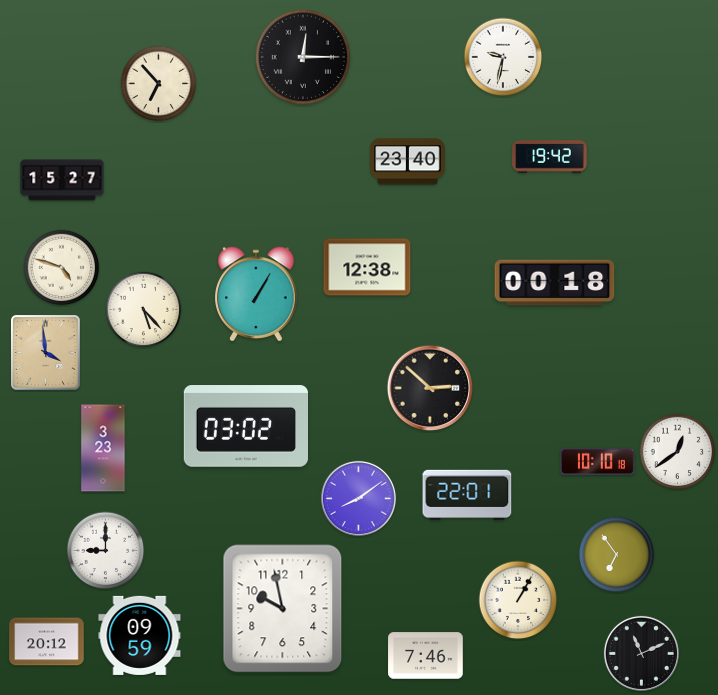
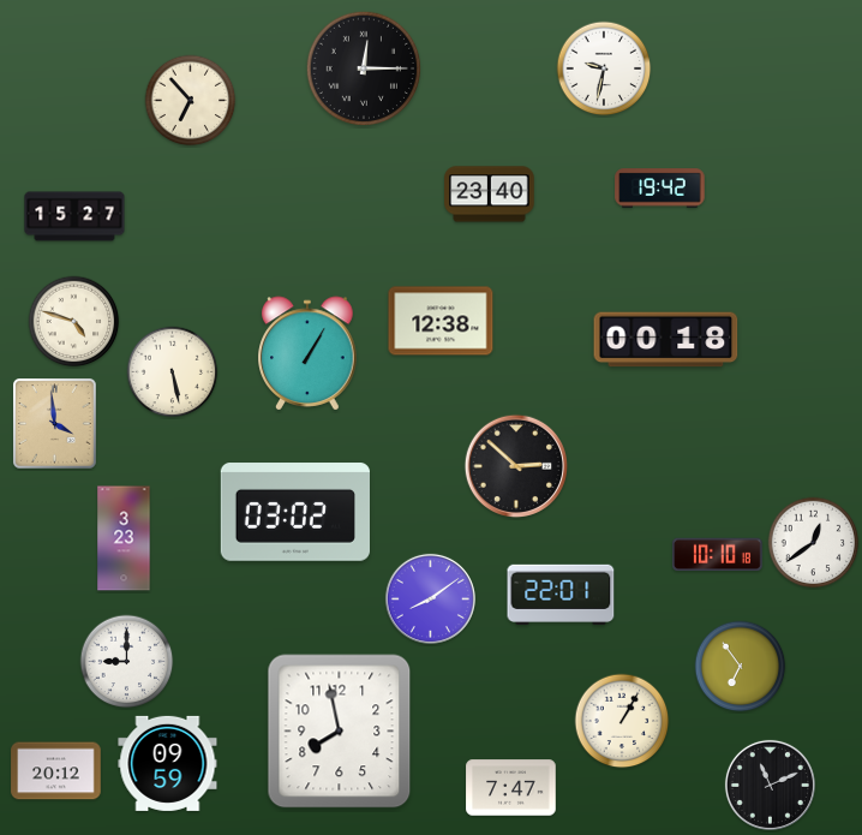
clock at (144, 310): 5:23 -> 5:28
clock at (283, 609): 9:58 -> 7:58
clock at (426, 656): 7:46 -> 7:47
